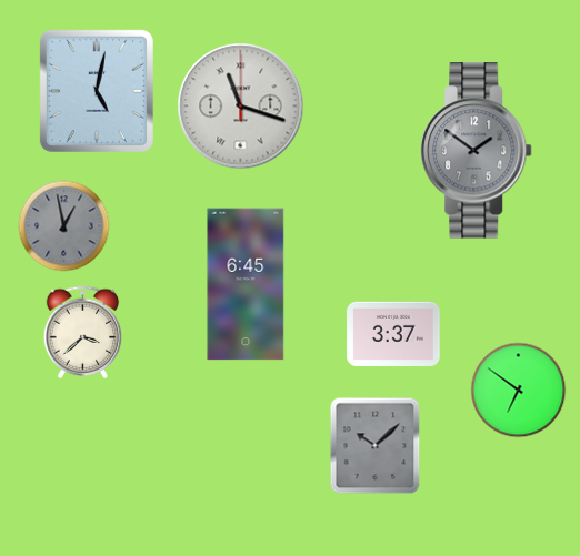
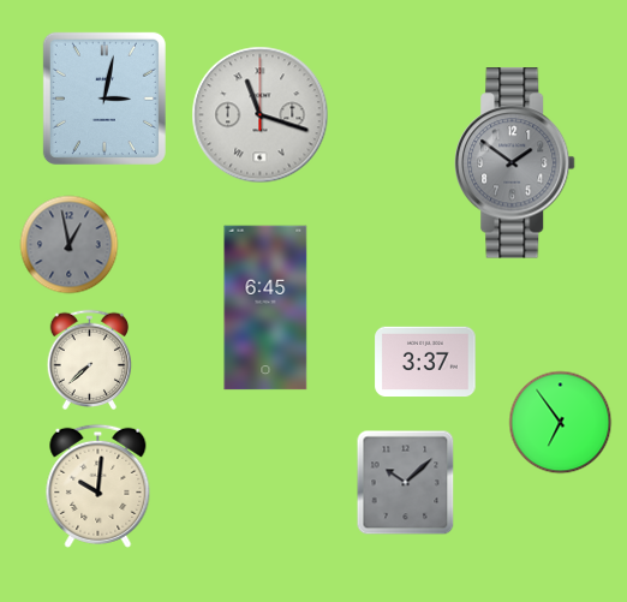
clock at (97, 91): 5:02 -> 3:02
clock at (83, 332): 3:38 -> 7:38
clock at (519, 391): 6:51 -> 6:54
clock at (98, 485): none -> 10:01
